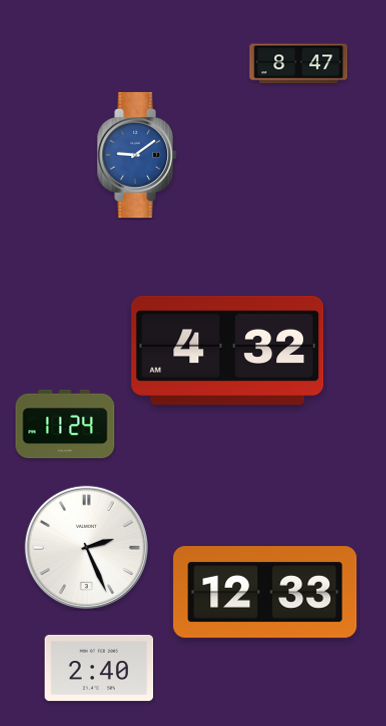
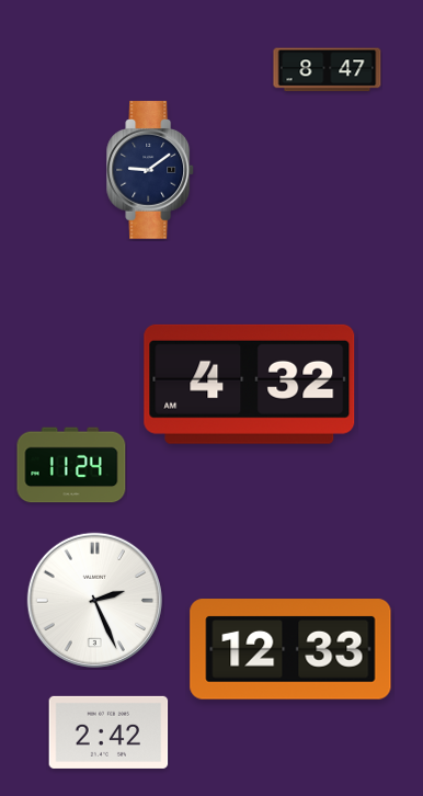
clock at (138, 155) dial: blue -> navy
clock at (99, 668): 2:40 -> 2:42
